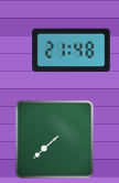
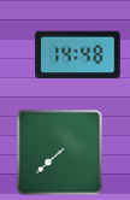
clock at (72, 51): 21:48 -> 14:48
